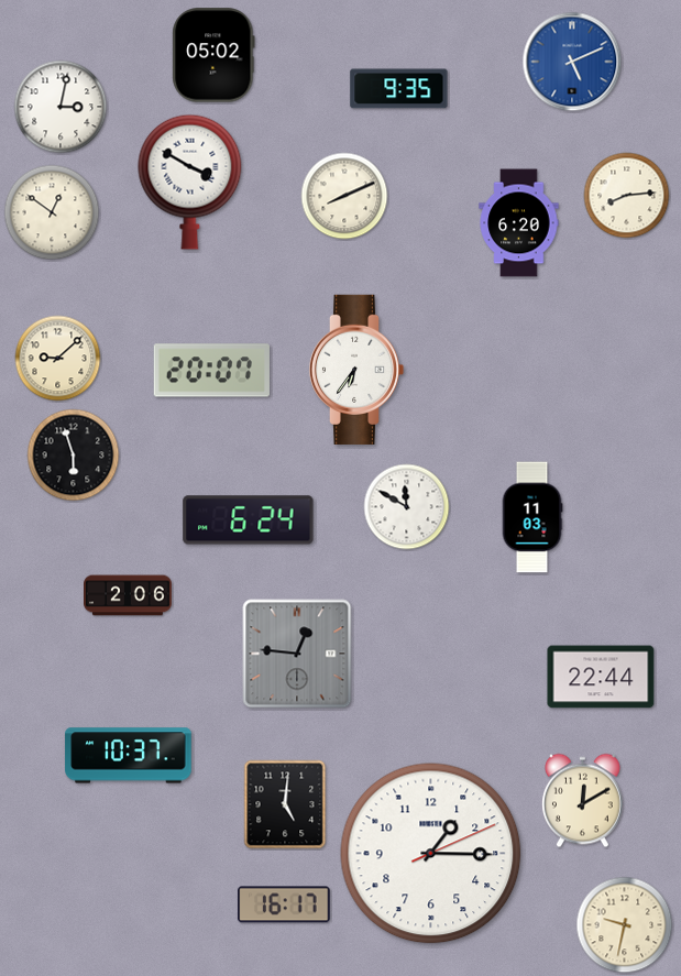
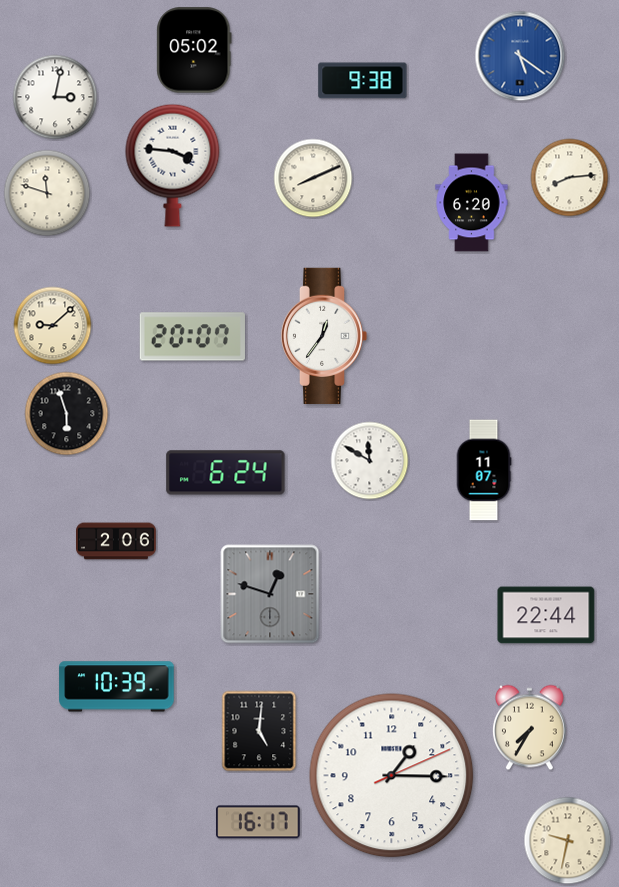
clock at (572, 62): 5:11 -> 5:21
clock at (399, 89): 9:35 -> 9:38
clock at (190, 182): 3:50 -> 3:46
clock at (52, 212): 12:51 -> 11:48
clock at (356, 369): 6:36 -> 12:36
clock at (532, 517): 11:03 -> 11:07
clock at (297, 654): 12:46 -> 12:48
clock at (129, 756): 10:37 -> 10:39
clock at (583, 801): 12:10 -> 7:35
